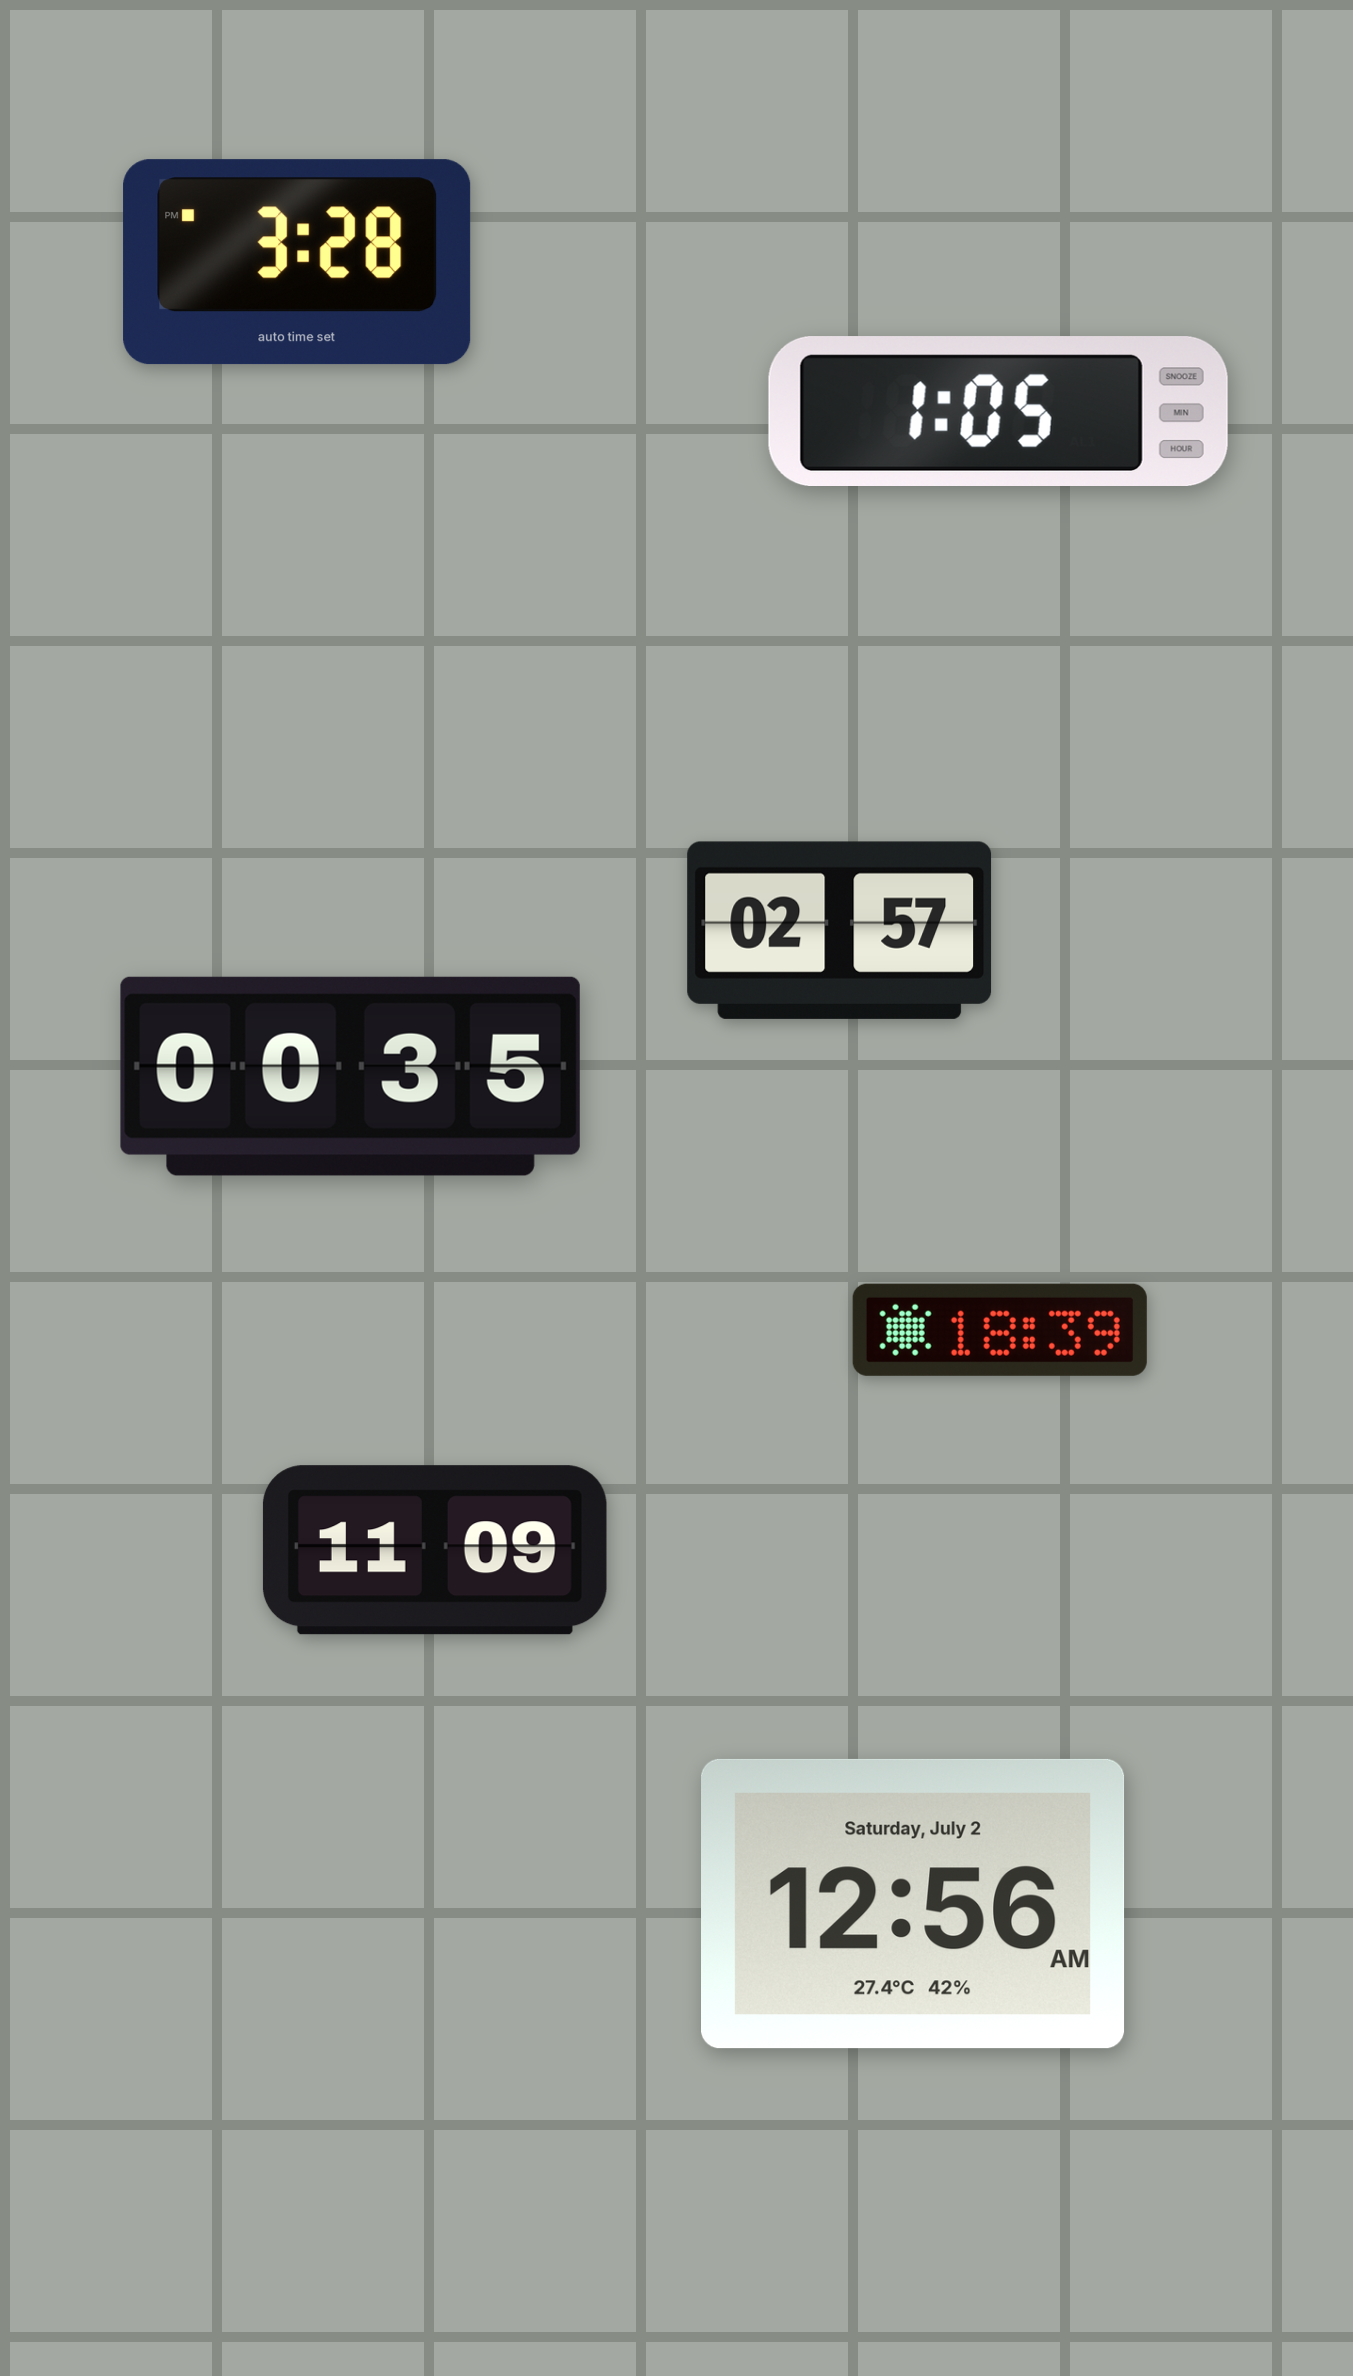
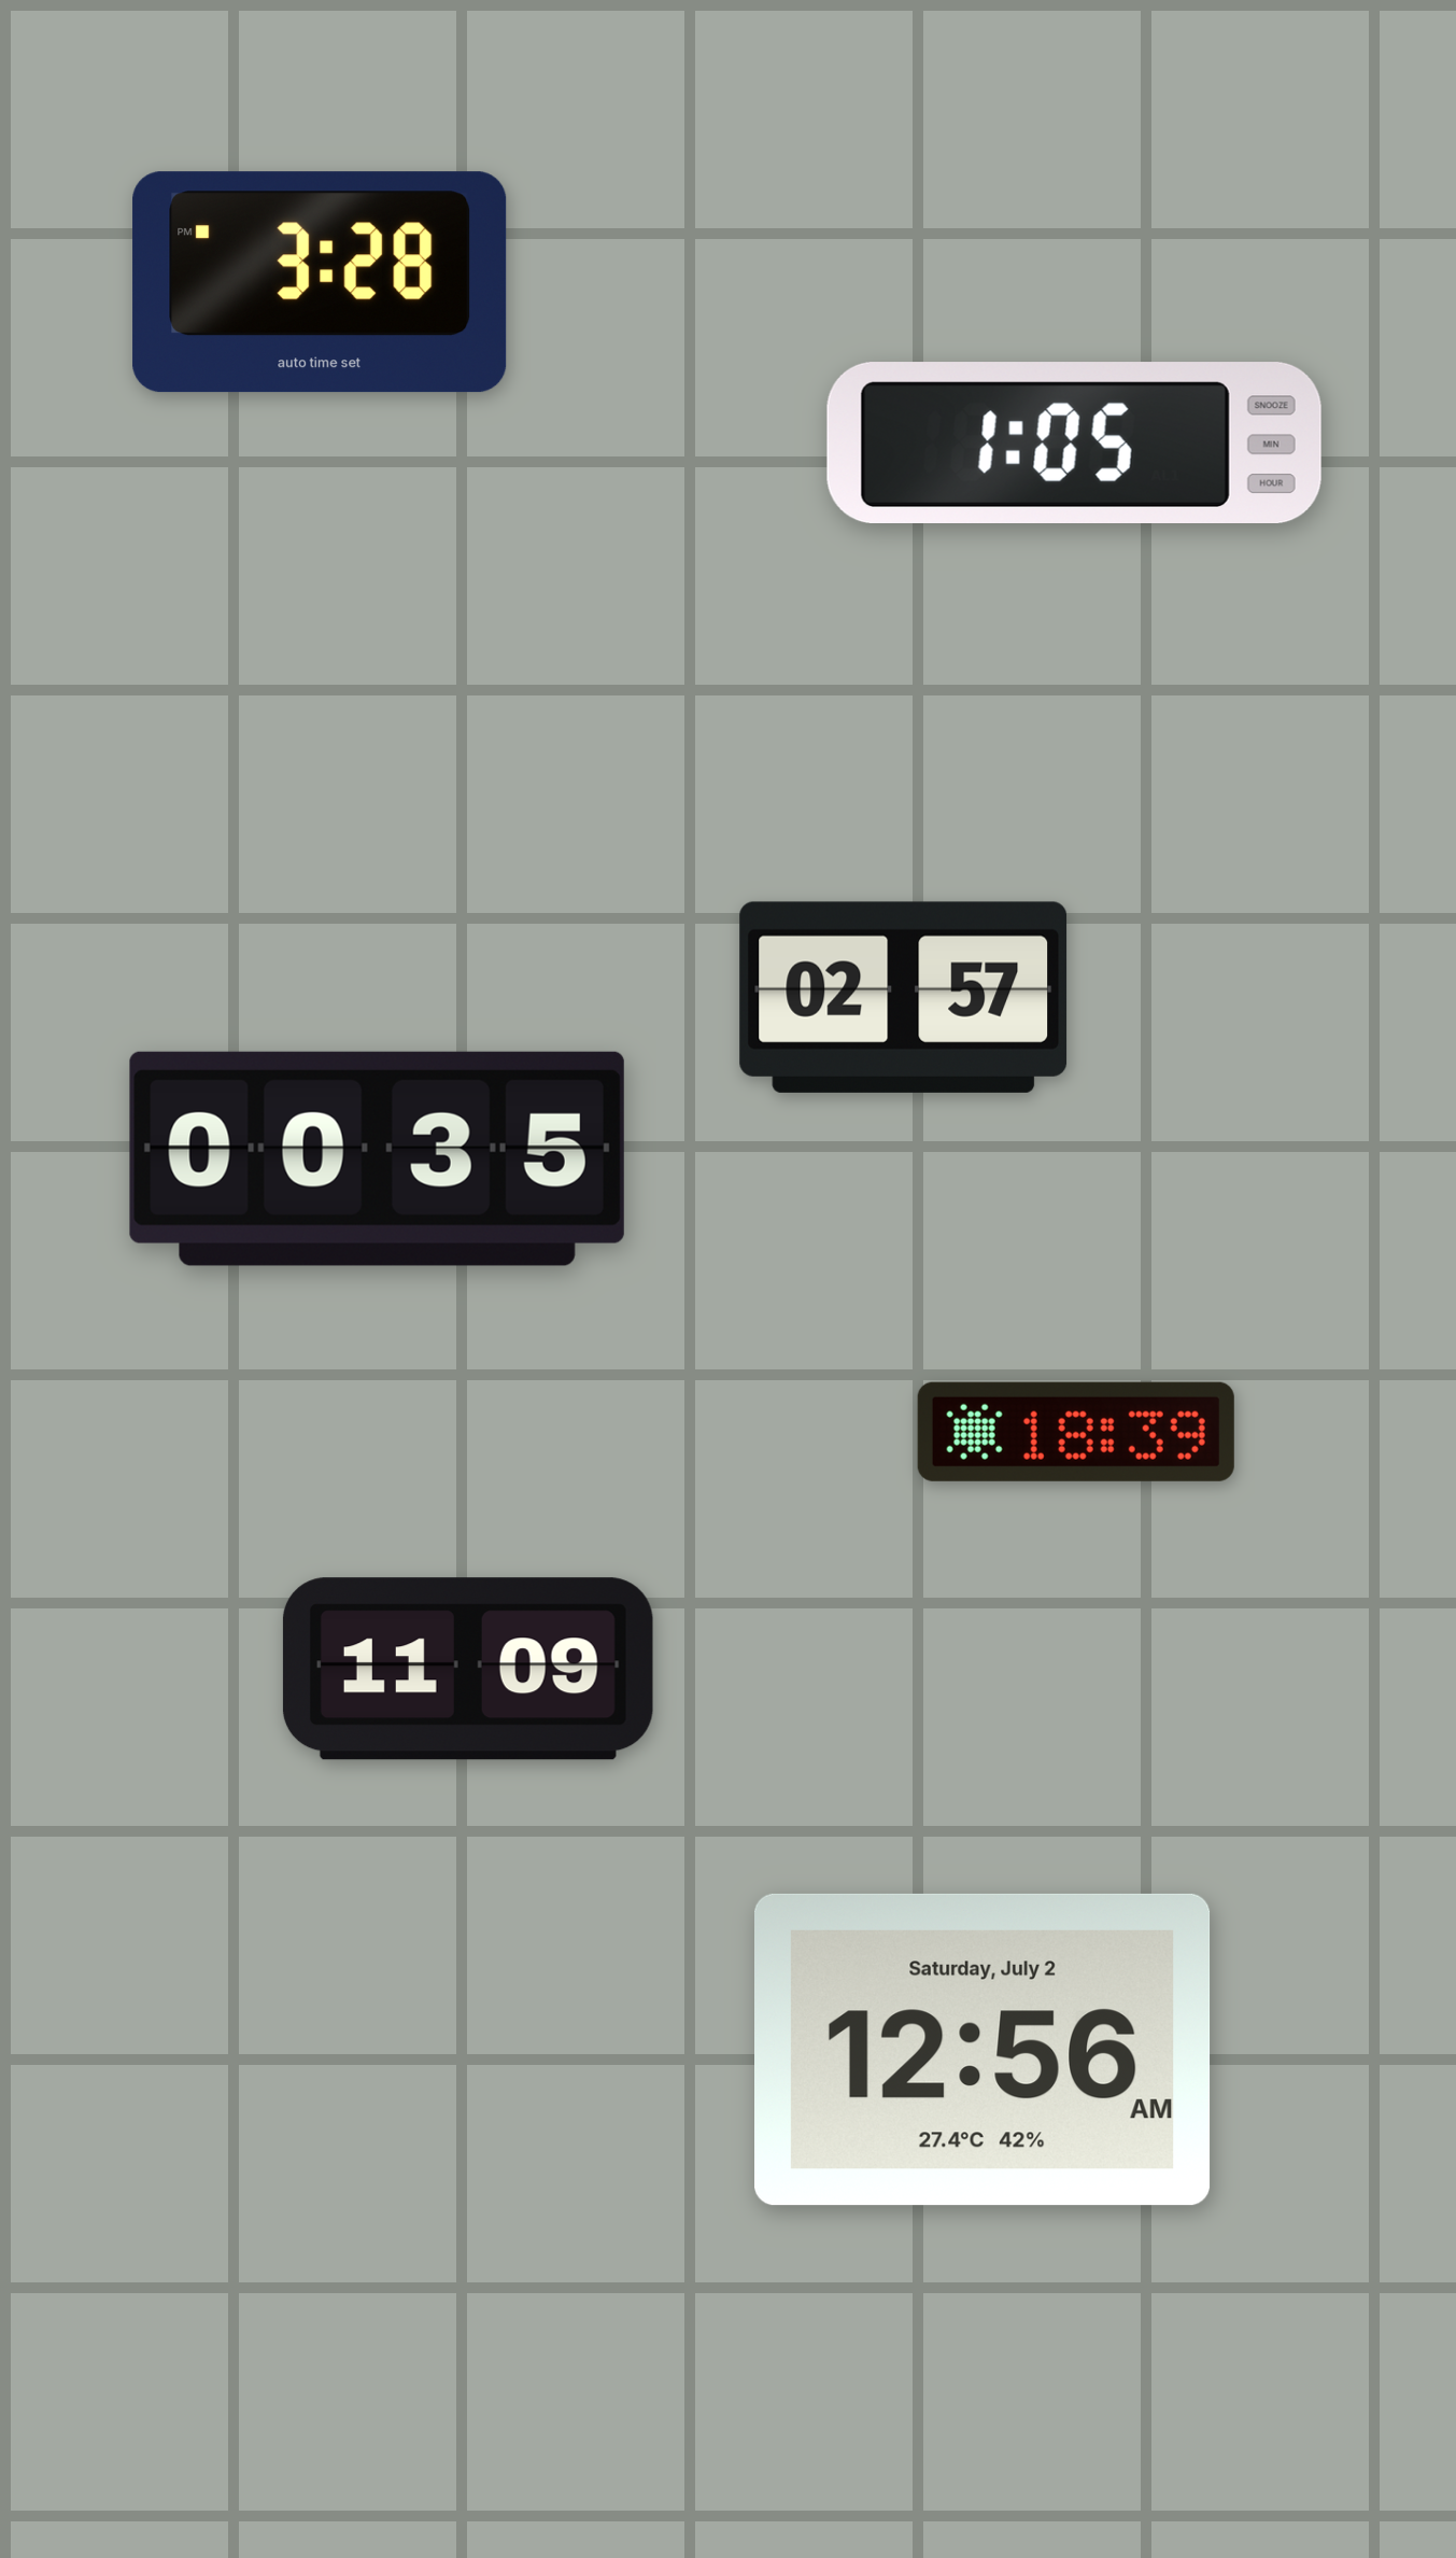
clock at (840, 930) position: (840, 930) -> (904, 997)
